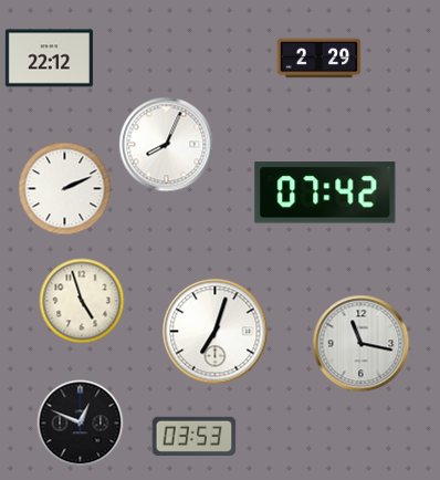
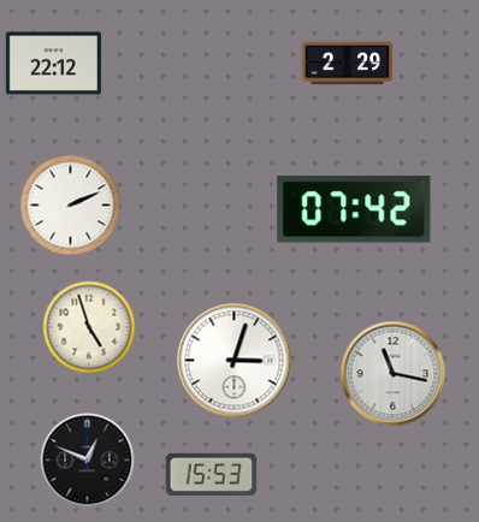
clock at (167, 145): 8:04 -> none
clock at (216, 332): 7:03 -> 3:03
clock at (195, 437): 03:53 -> 15:53
